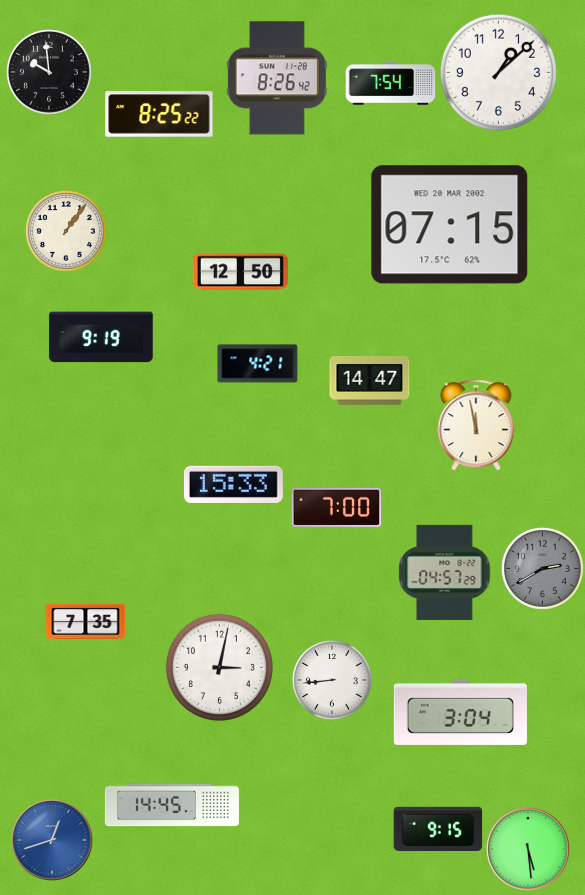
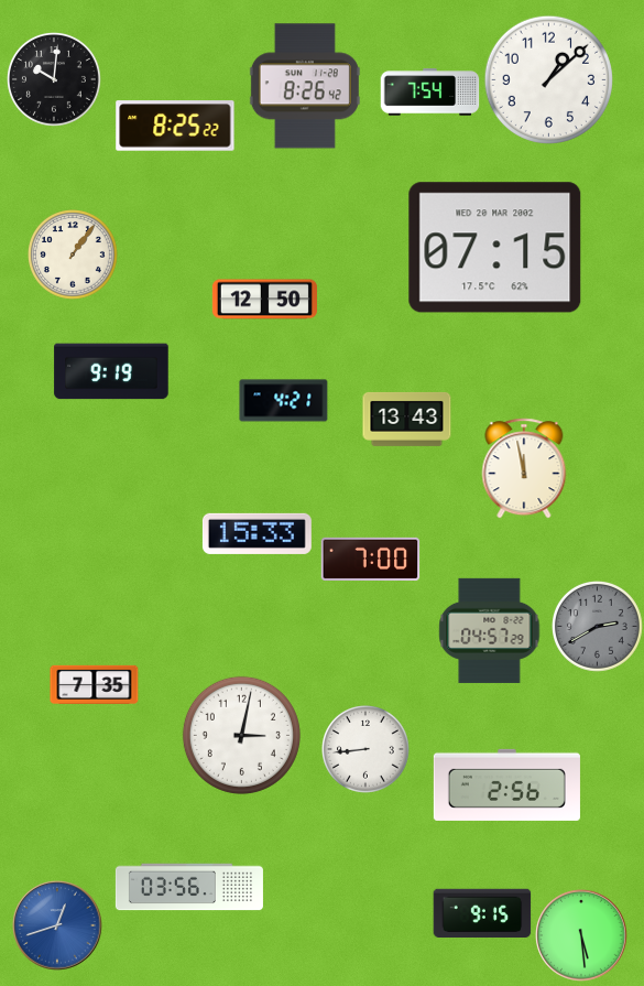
clock at (49, 72): 9:59 -> 10:01
clock at (370, 381): 14:47 -> 13:43
clock at (460, 712): 3:04 -> 2:56
clock at (172, 805): 14:45 -> 03:56
